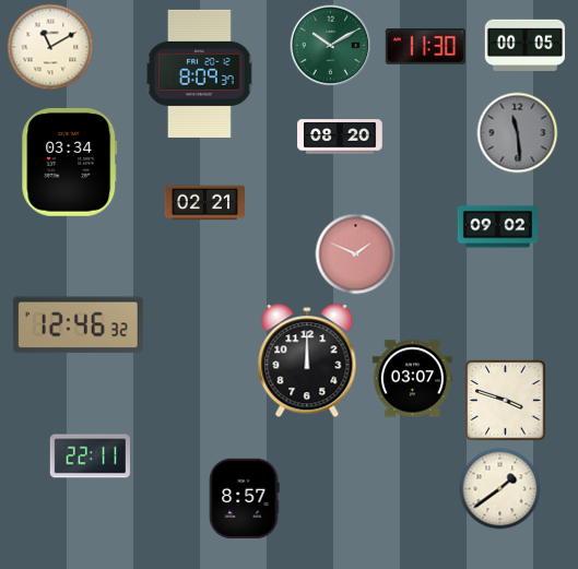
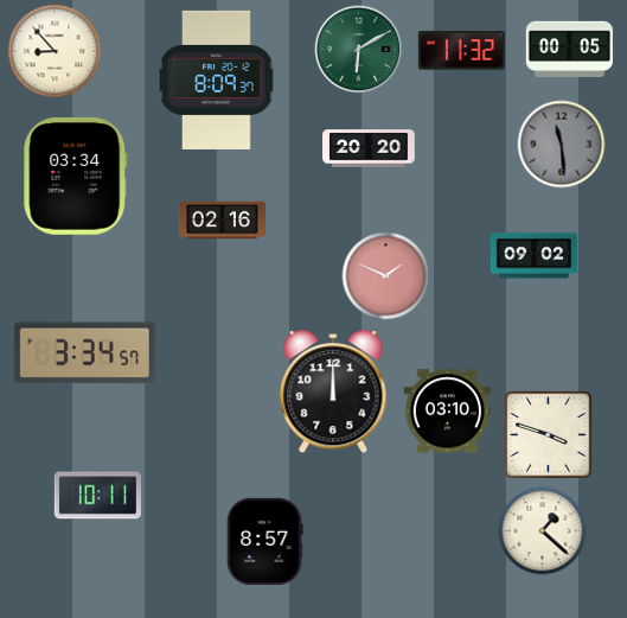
clock at (331, 46): 10:10 -> 6:10
clock at (50, 47): 11:10 -> 8:53
clock at (425, 47): 11:30 -> 11:32
clock at (340, 137): 08:20 -> 20:20
clock at (205, 203): 02:21 -> 02:16
clock at (498, 227) position: (498, 227) -> (535, 256)
clock at (78, 325): 12:46 -> 3:34
clock at (412, 379): 03:07 -> 03:10
clock at (90, 457): 22:11 -> 10:11
clock at (500, 489): 1:39 -> 1:22
